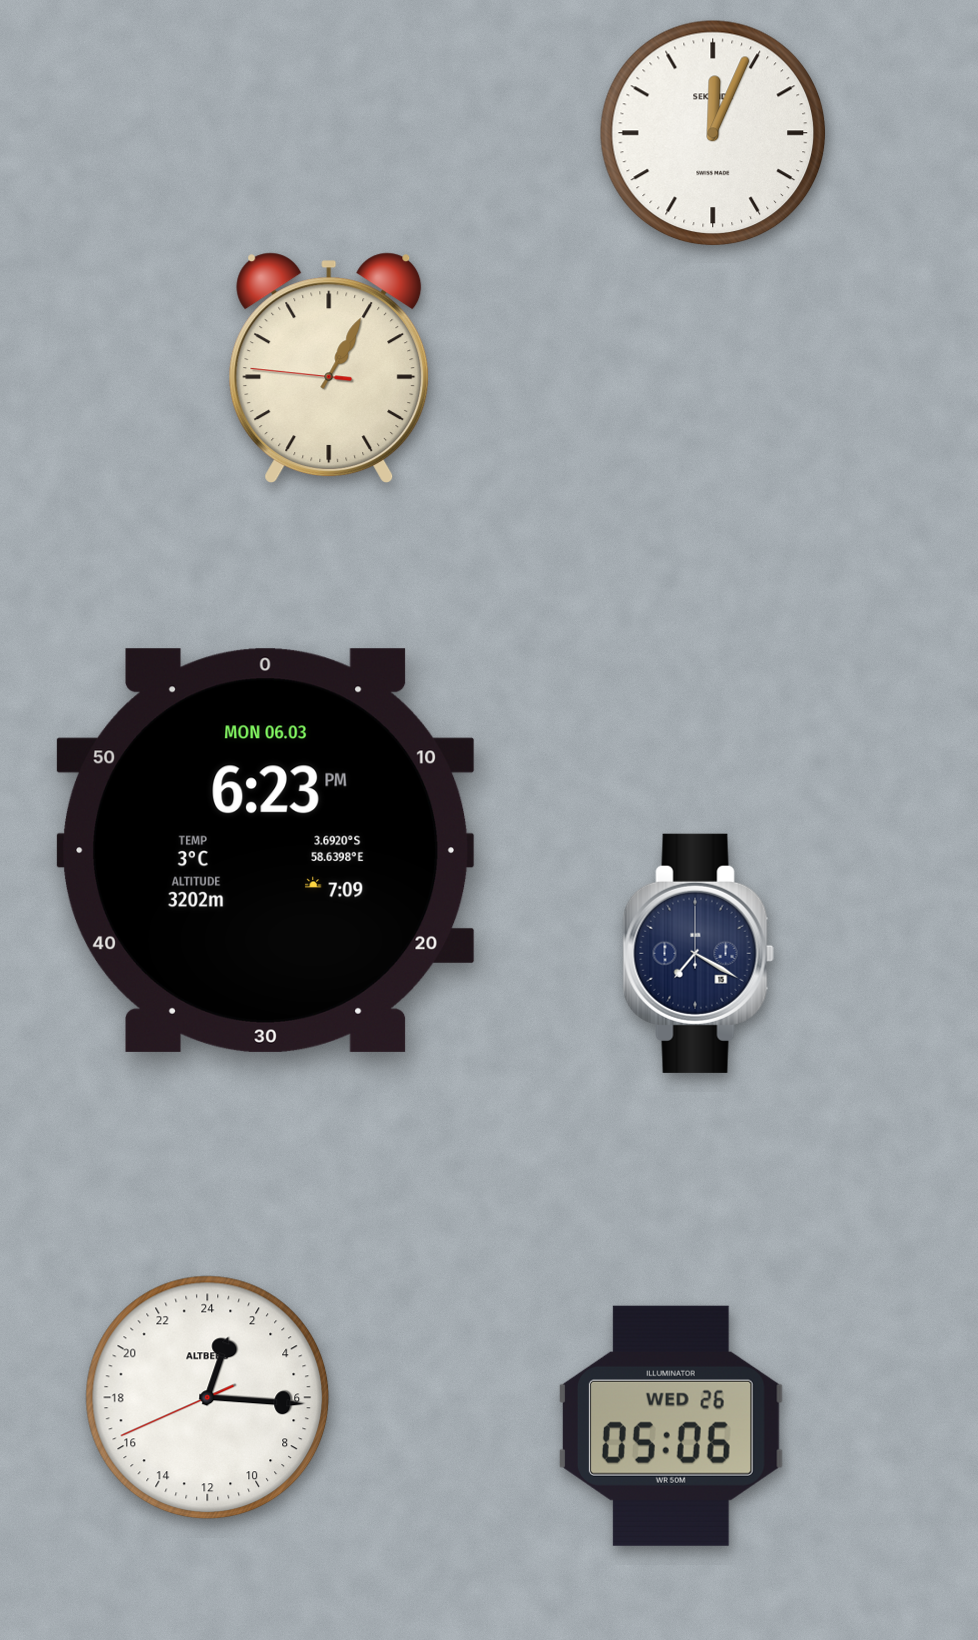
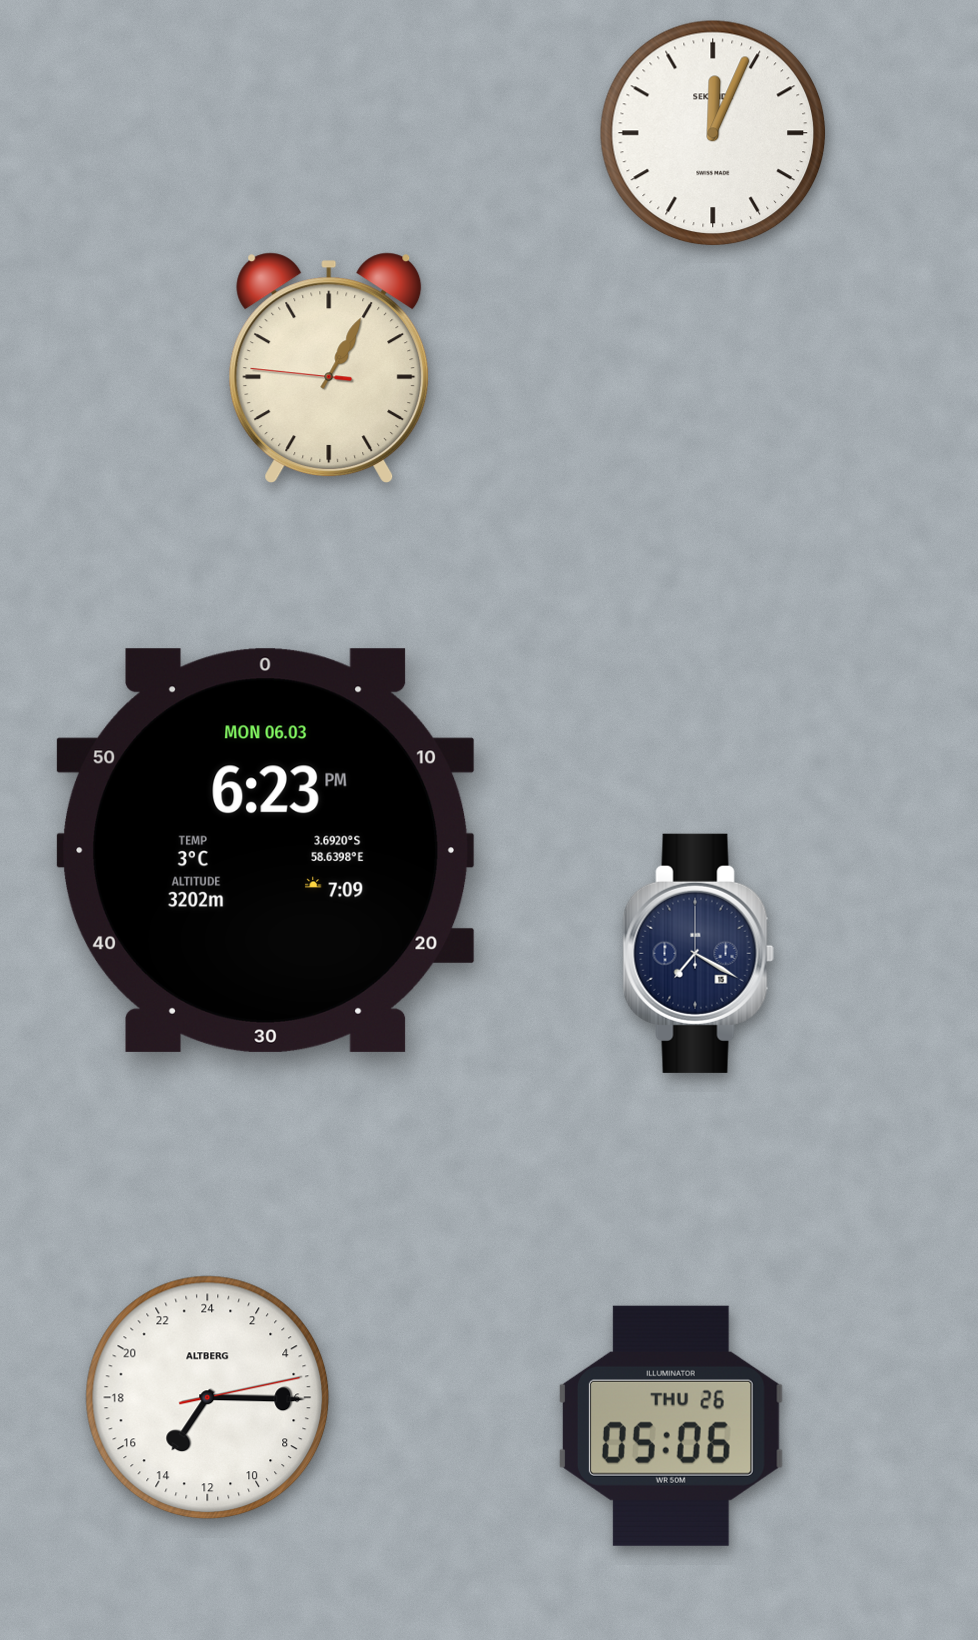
clock at (208, 1398): 1:15 -> 14:15
clock at (671, 1426) date: WED 26 -> THU 26
